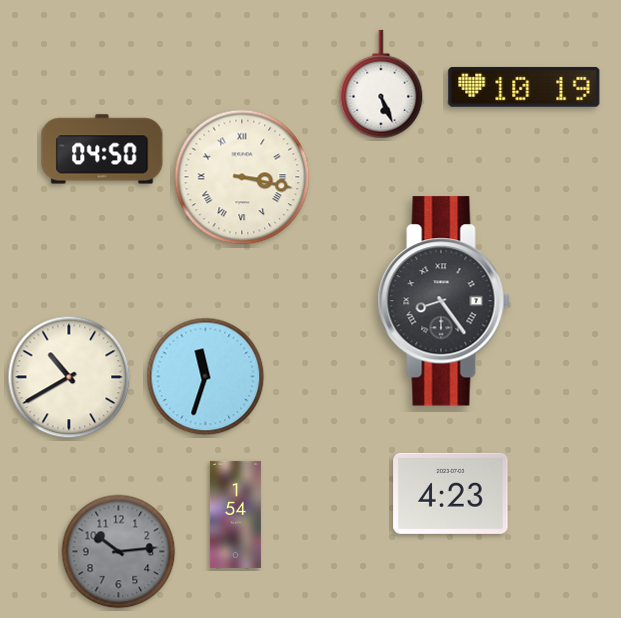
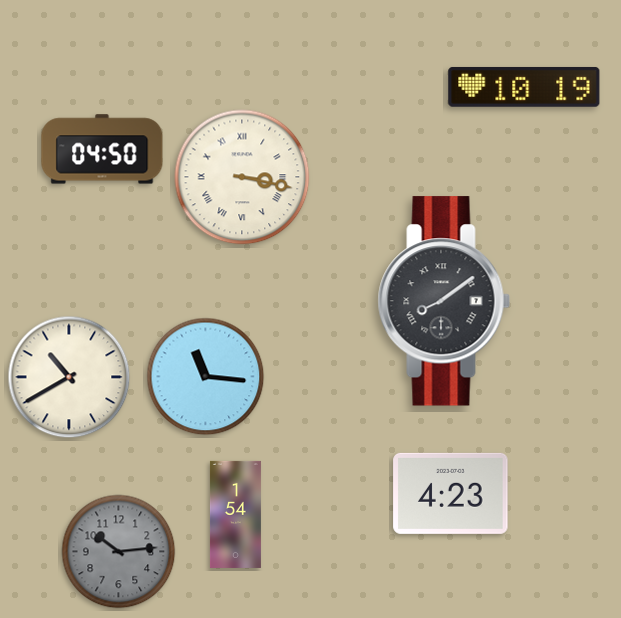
clock at (381, 84): 5:26 -> none
clock at (444, 301): 8:24 -> 8:09
clock at (206, 377): 11:33 -> 11:16
